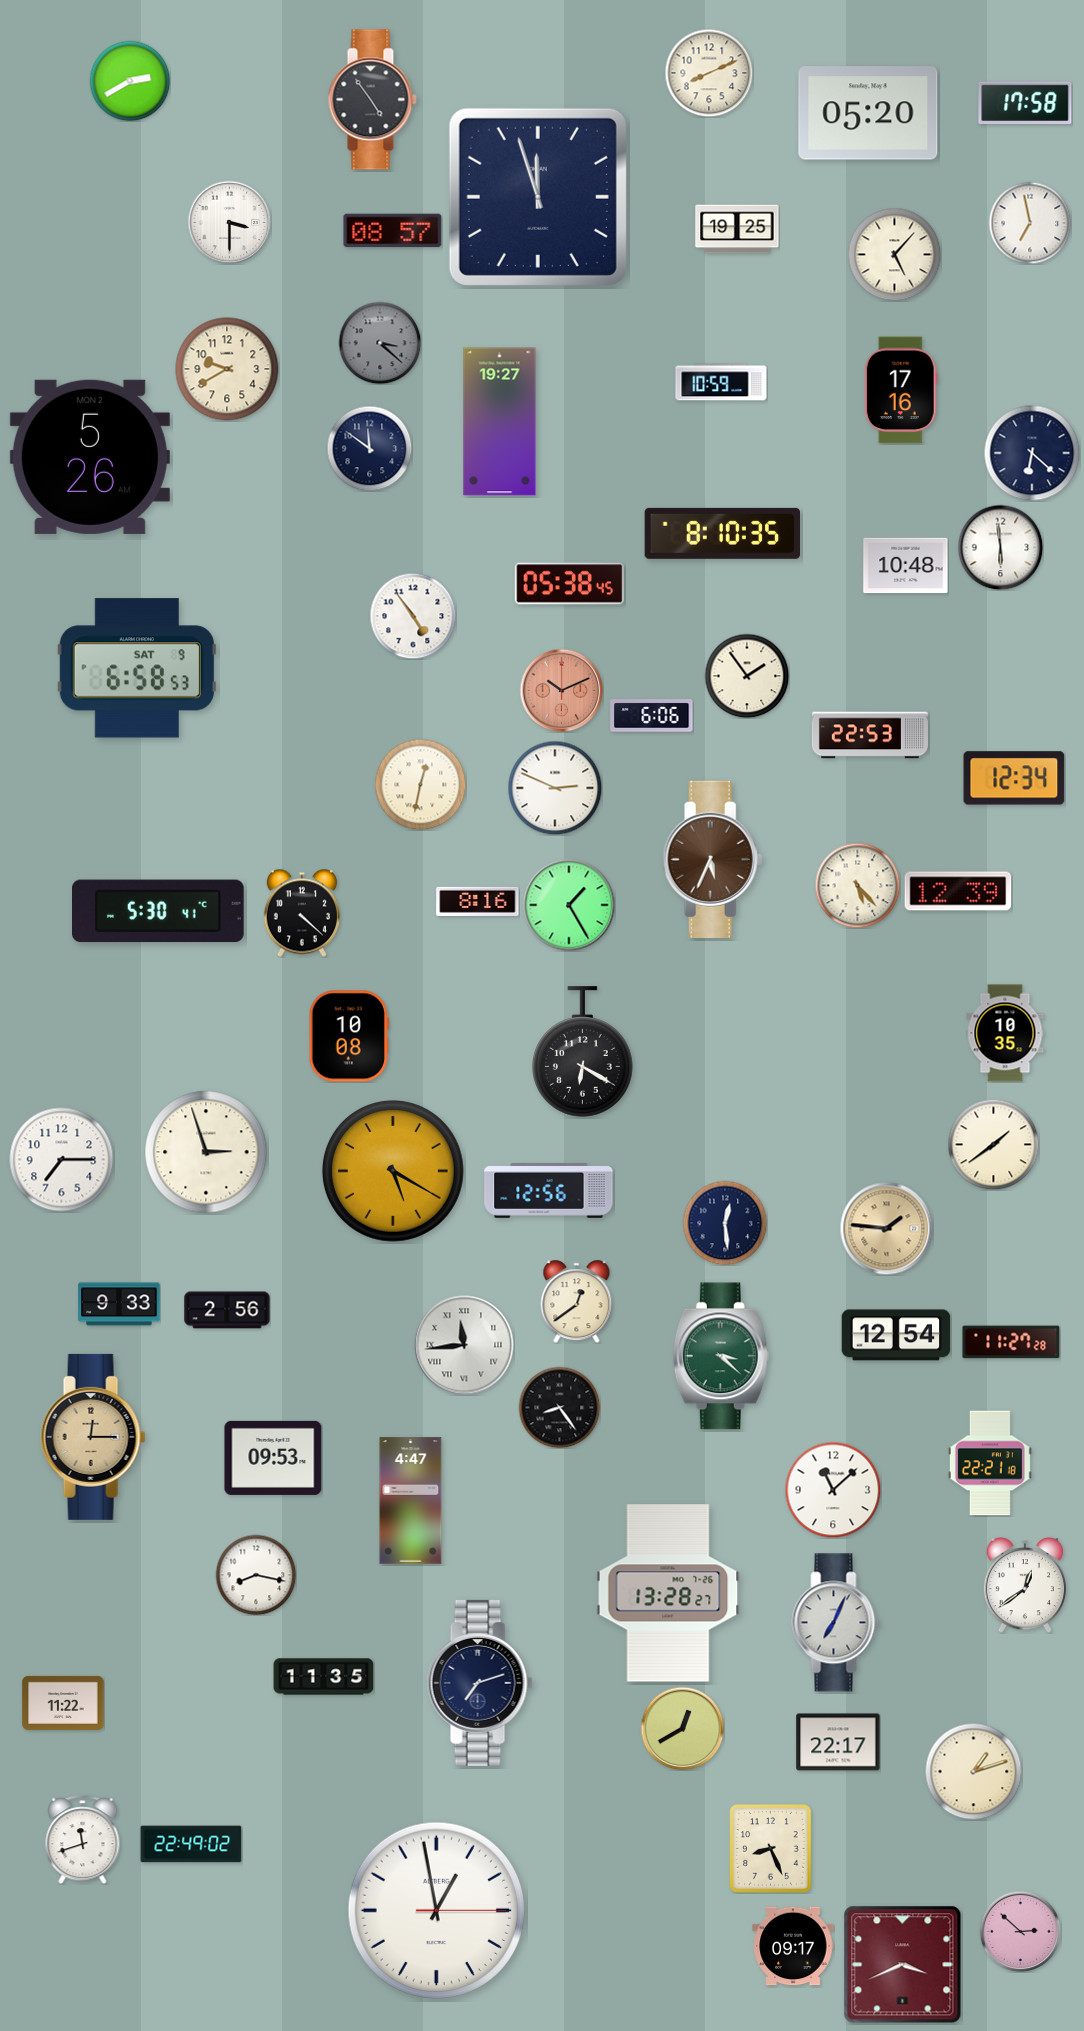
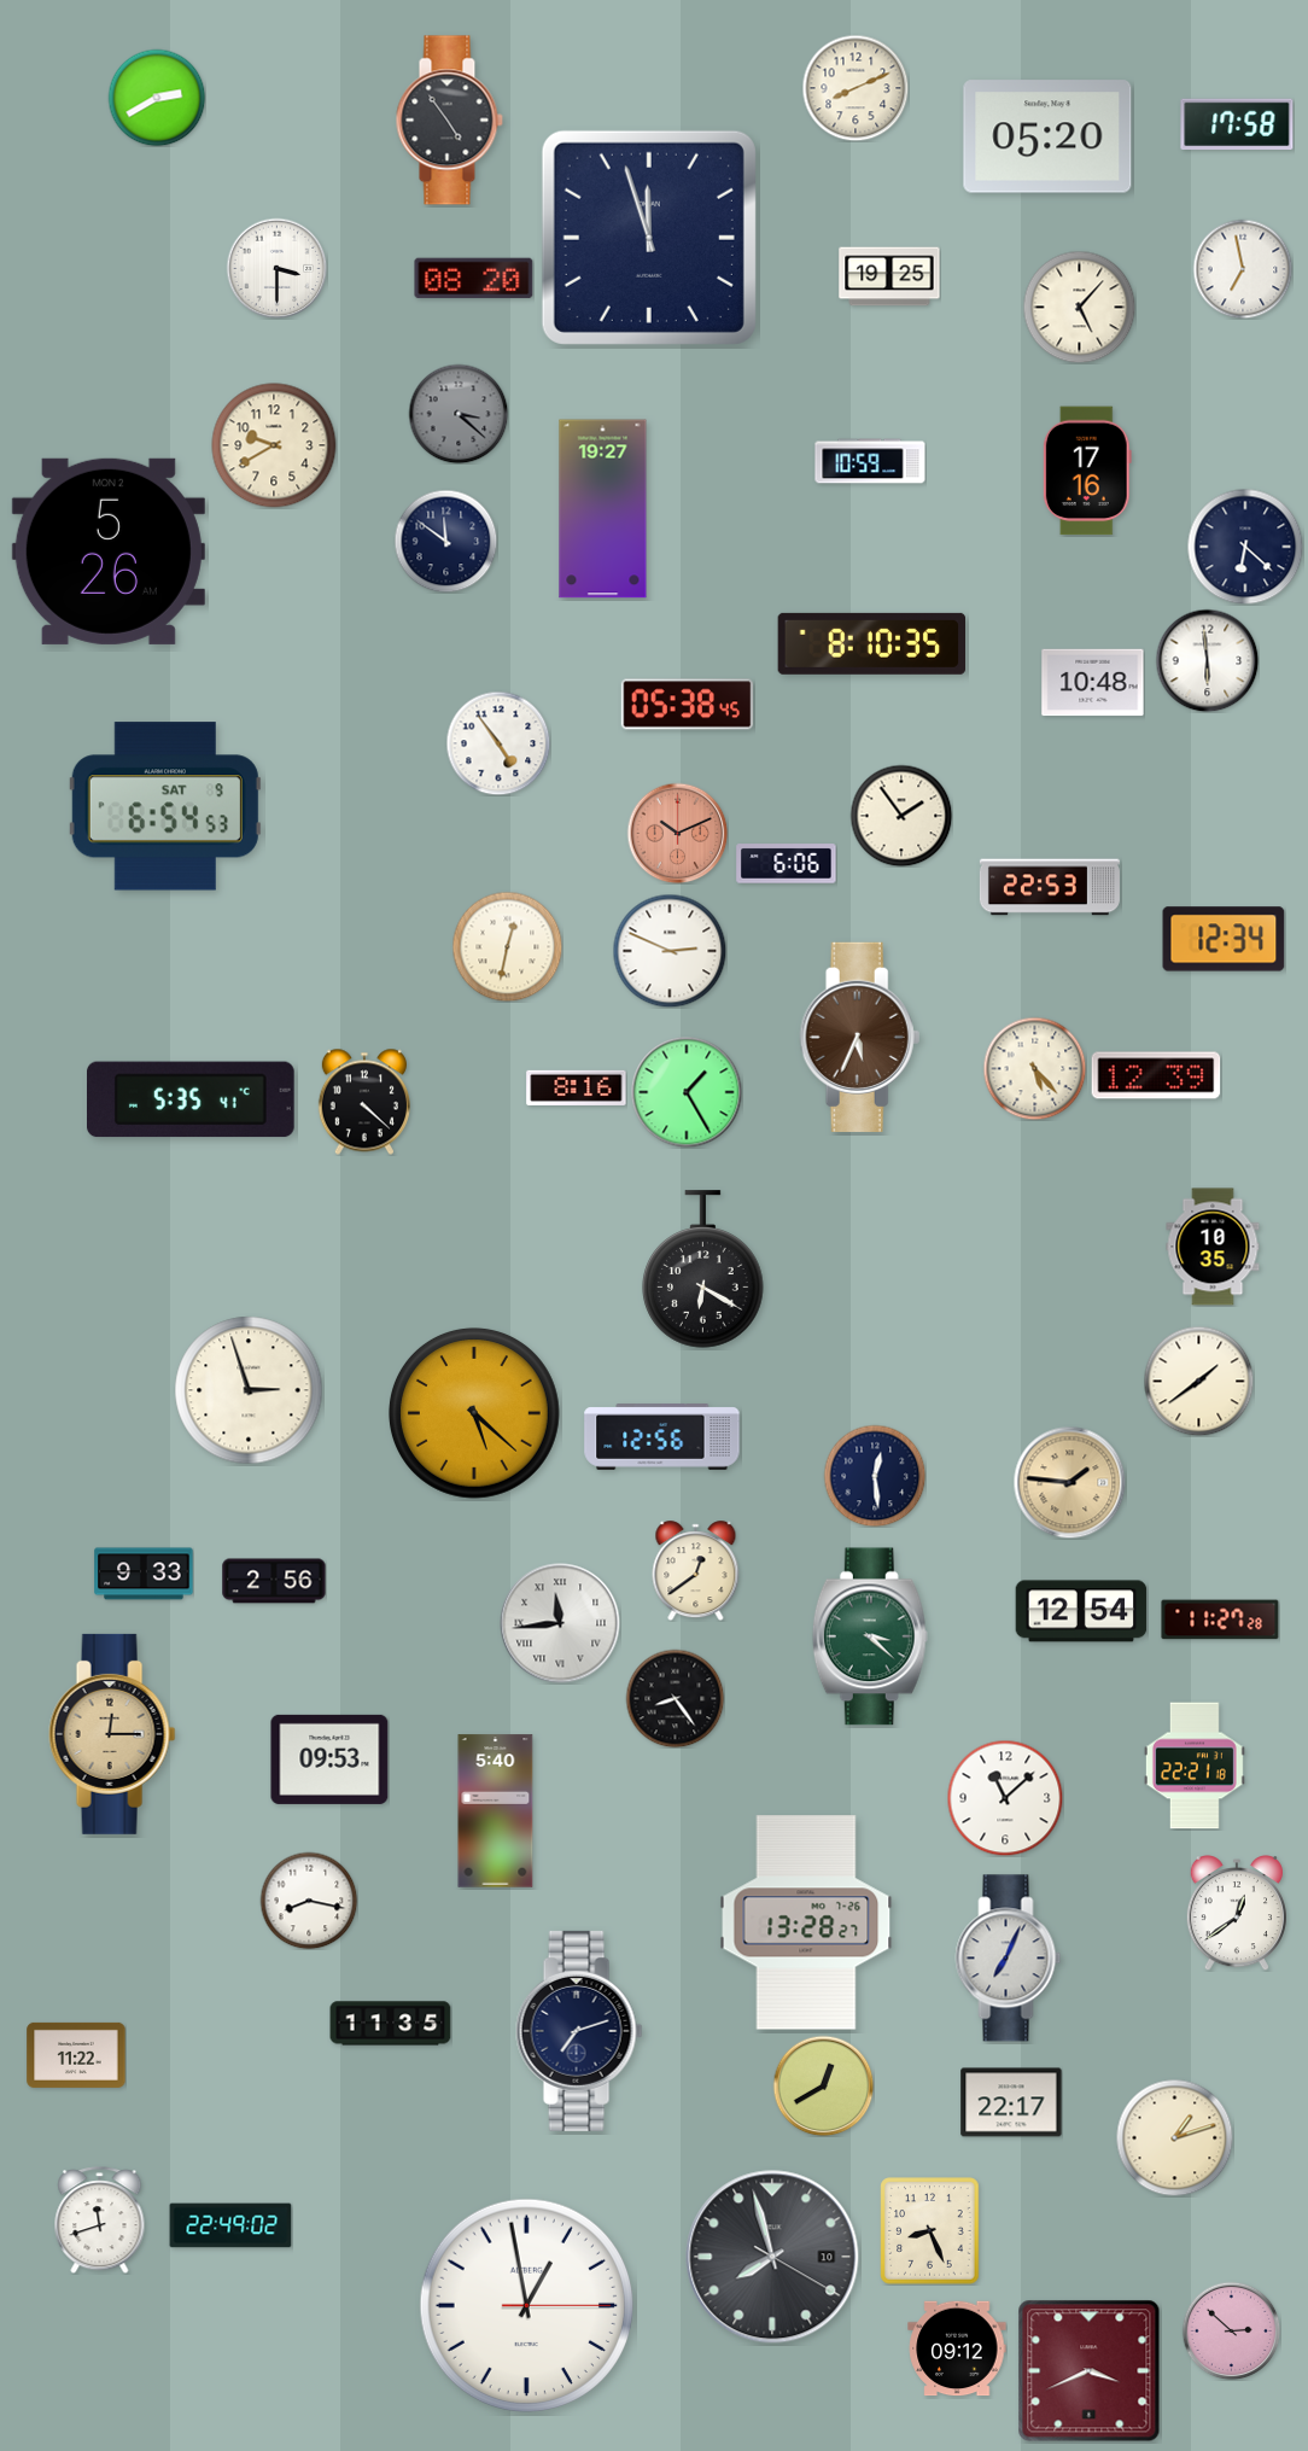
clock at (393, 231): 08:57 -> 08:20
clock at (137, 668): 6:58 -> 6:54
clock at (159, 911): 5:30 -> 5:35
clock at (349, 1036): 10:08 -> none
clock at (62, 1160): 7:15 -> none
clock at (393, 1171): 5:20 -> 5:22
clock at (411, 1501): 4:47 -> 5:40
clock at (772, 2257): none -> 7:57
clock at (793, 1946): 09:17 -> 09:12
